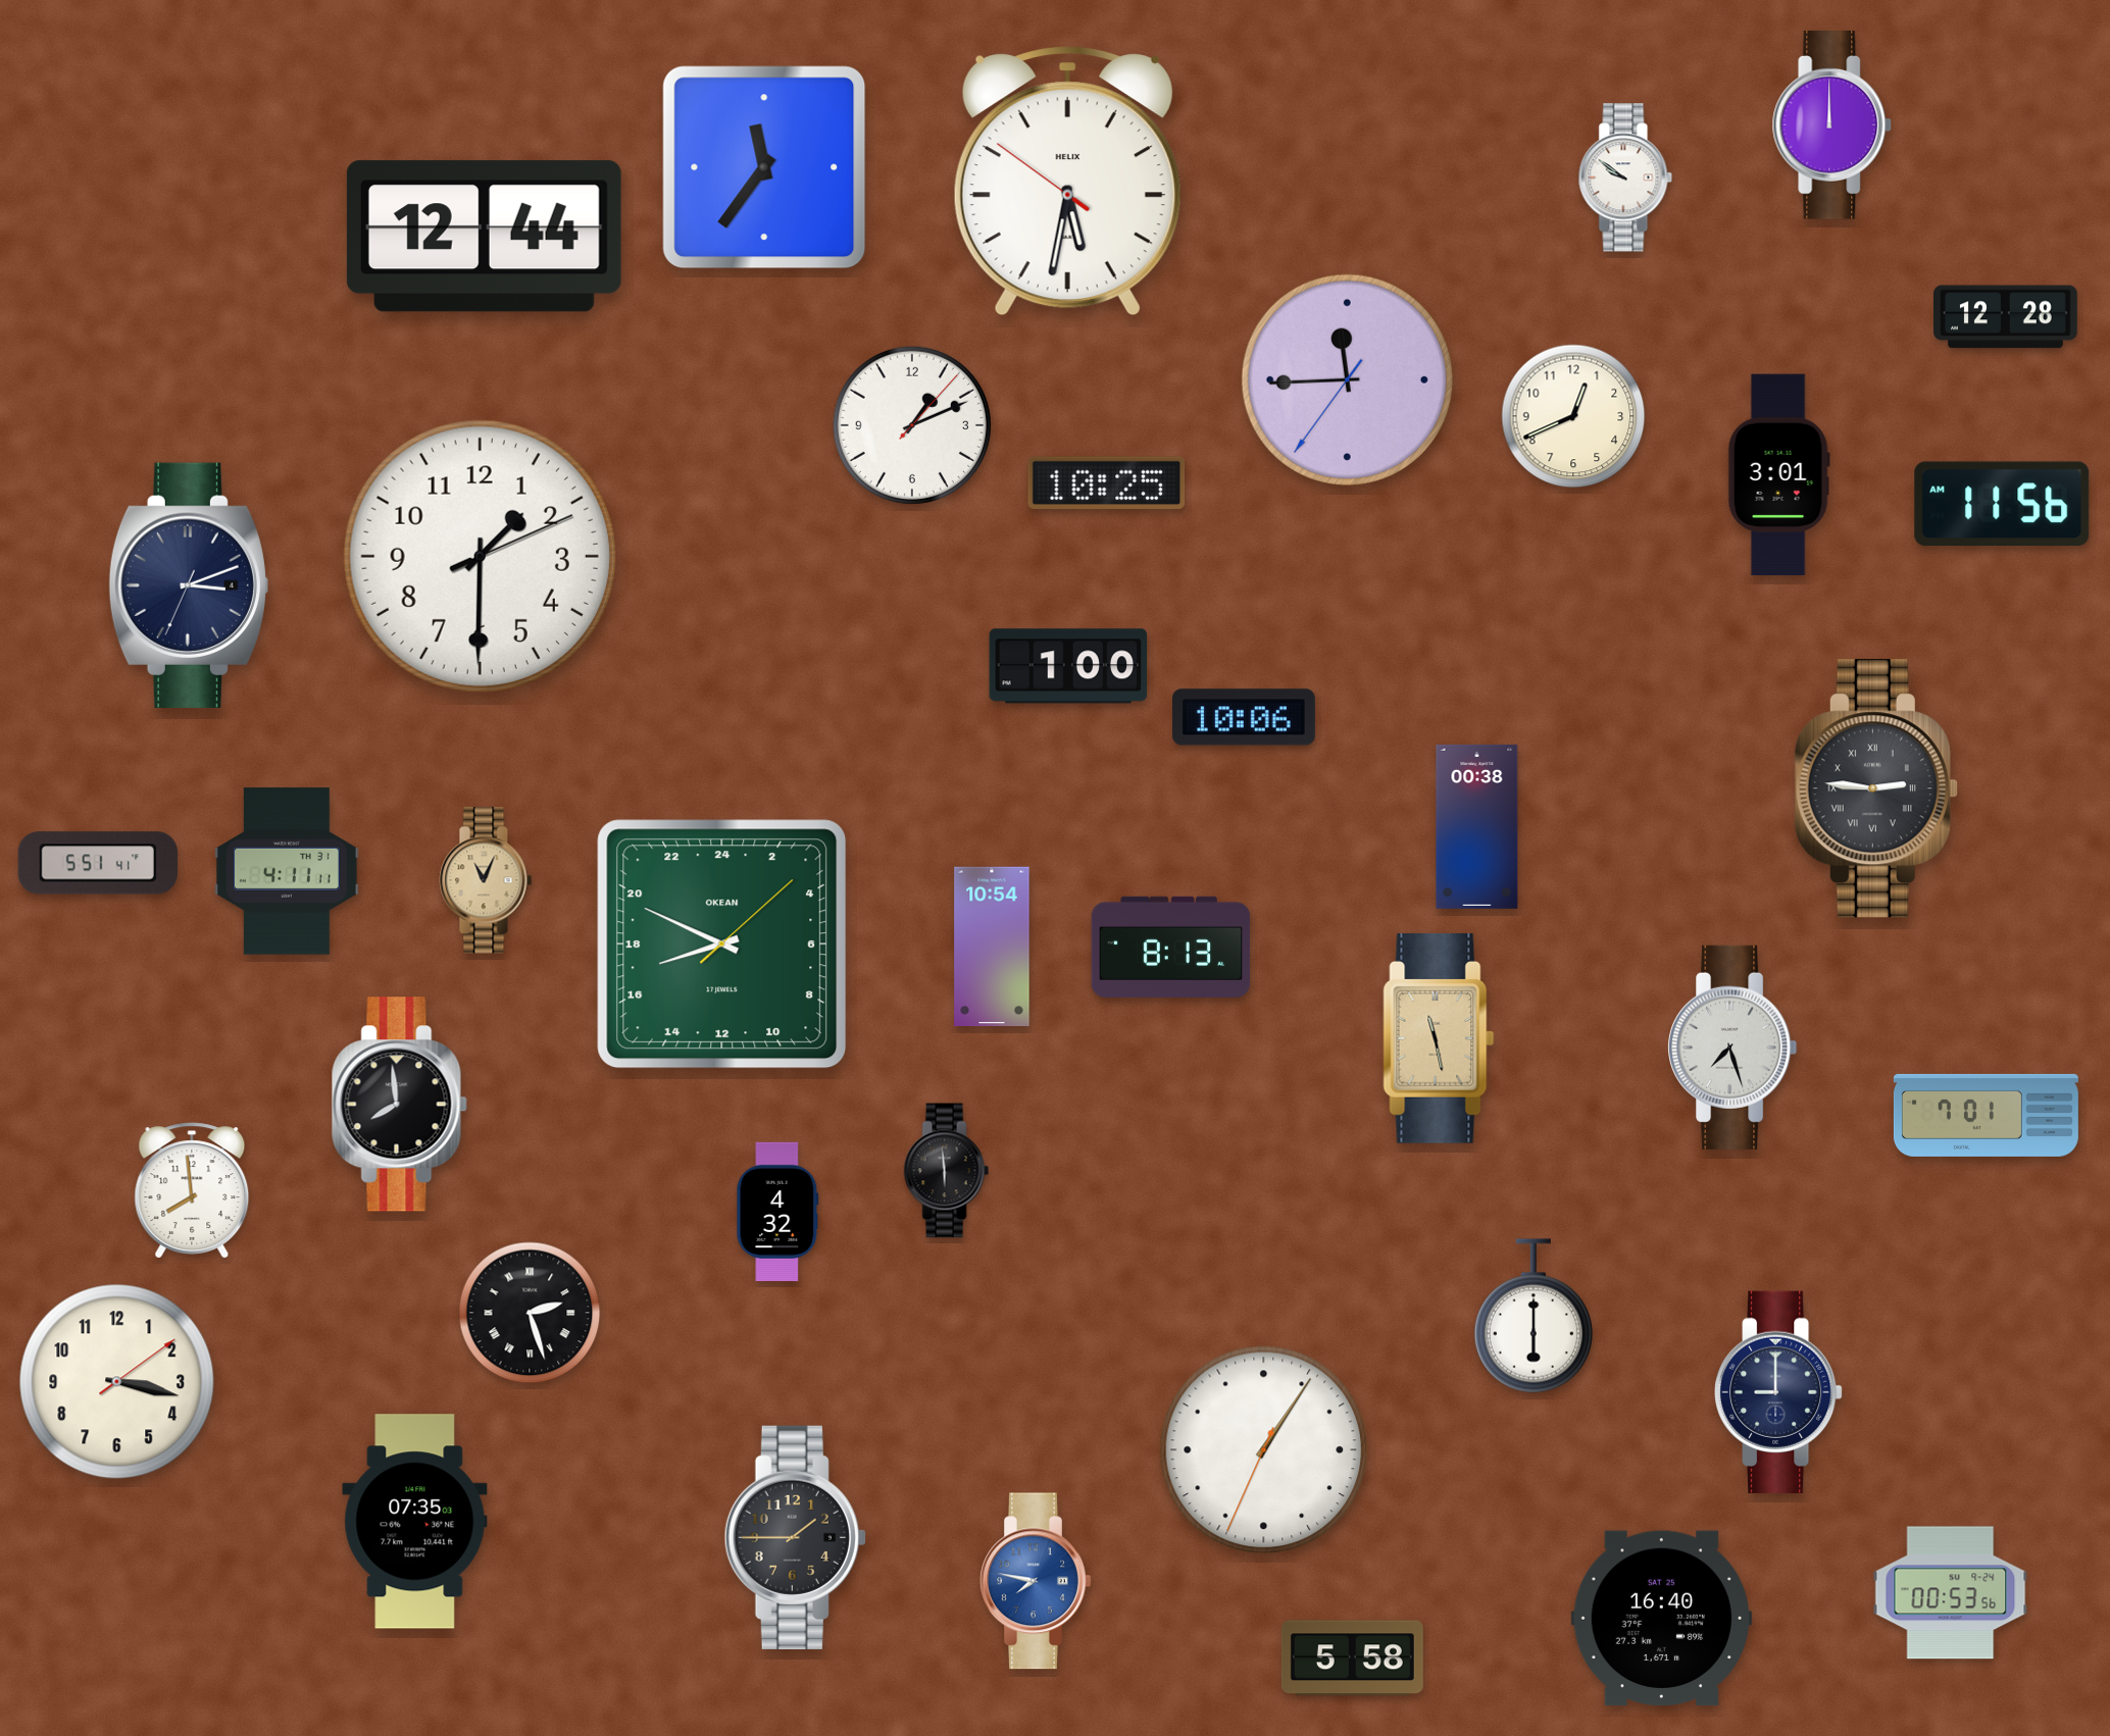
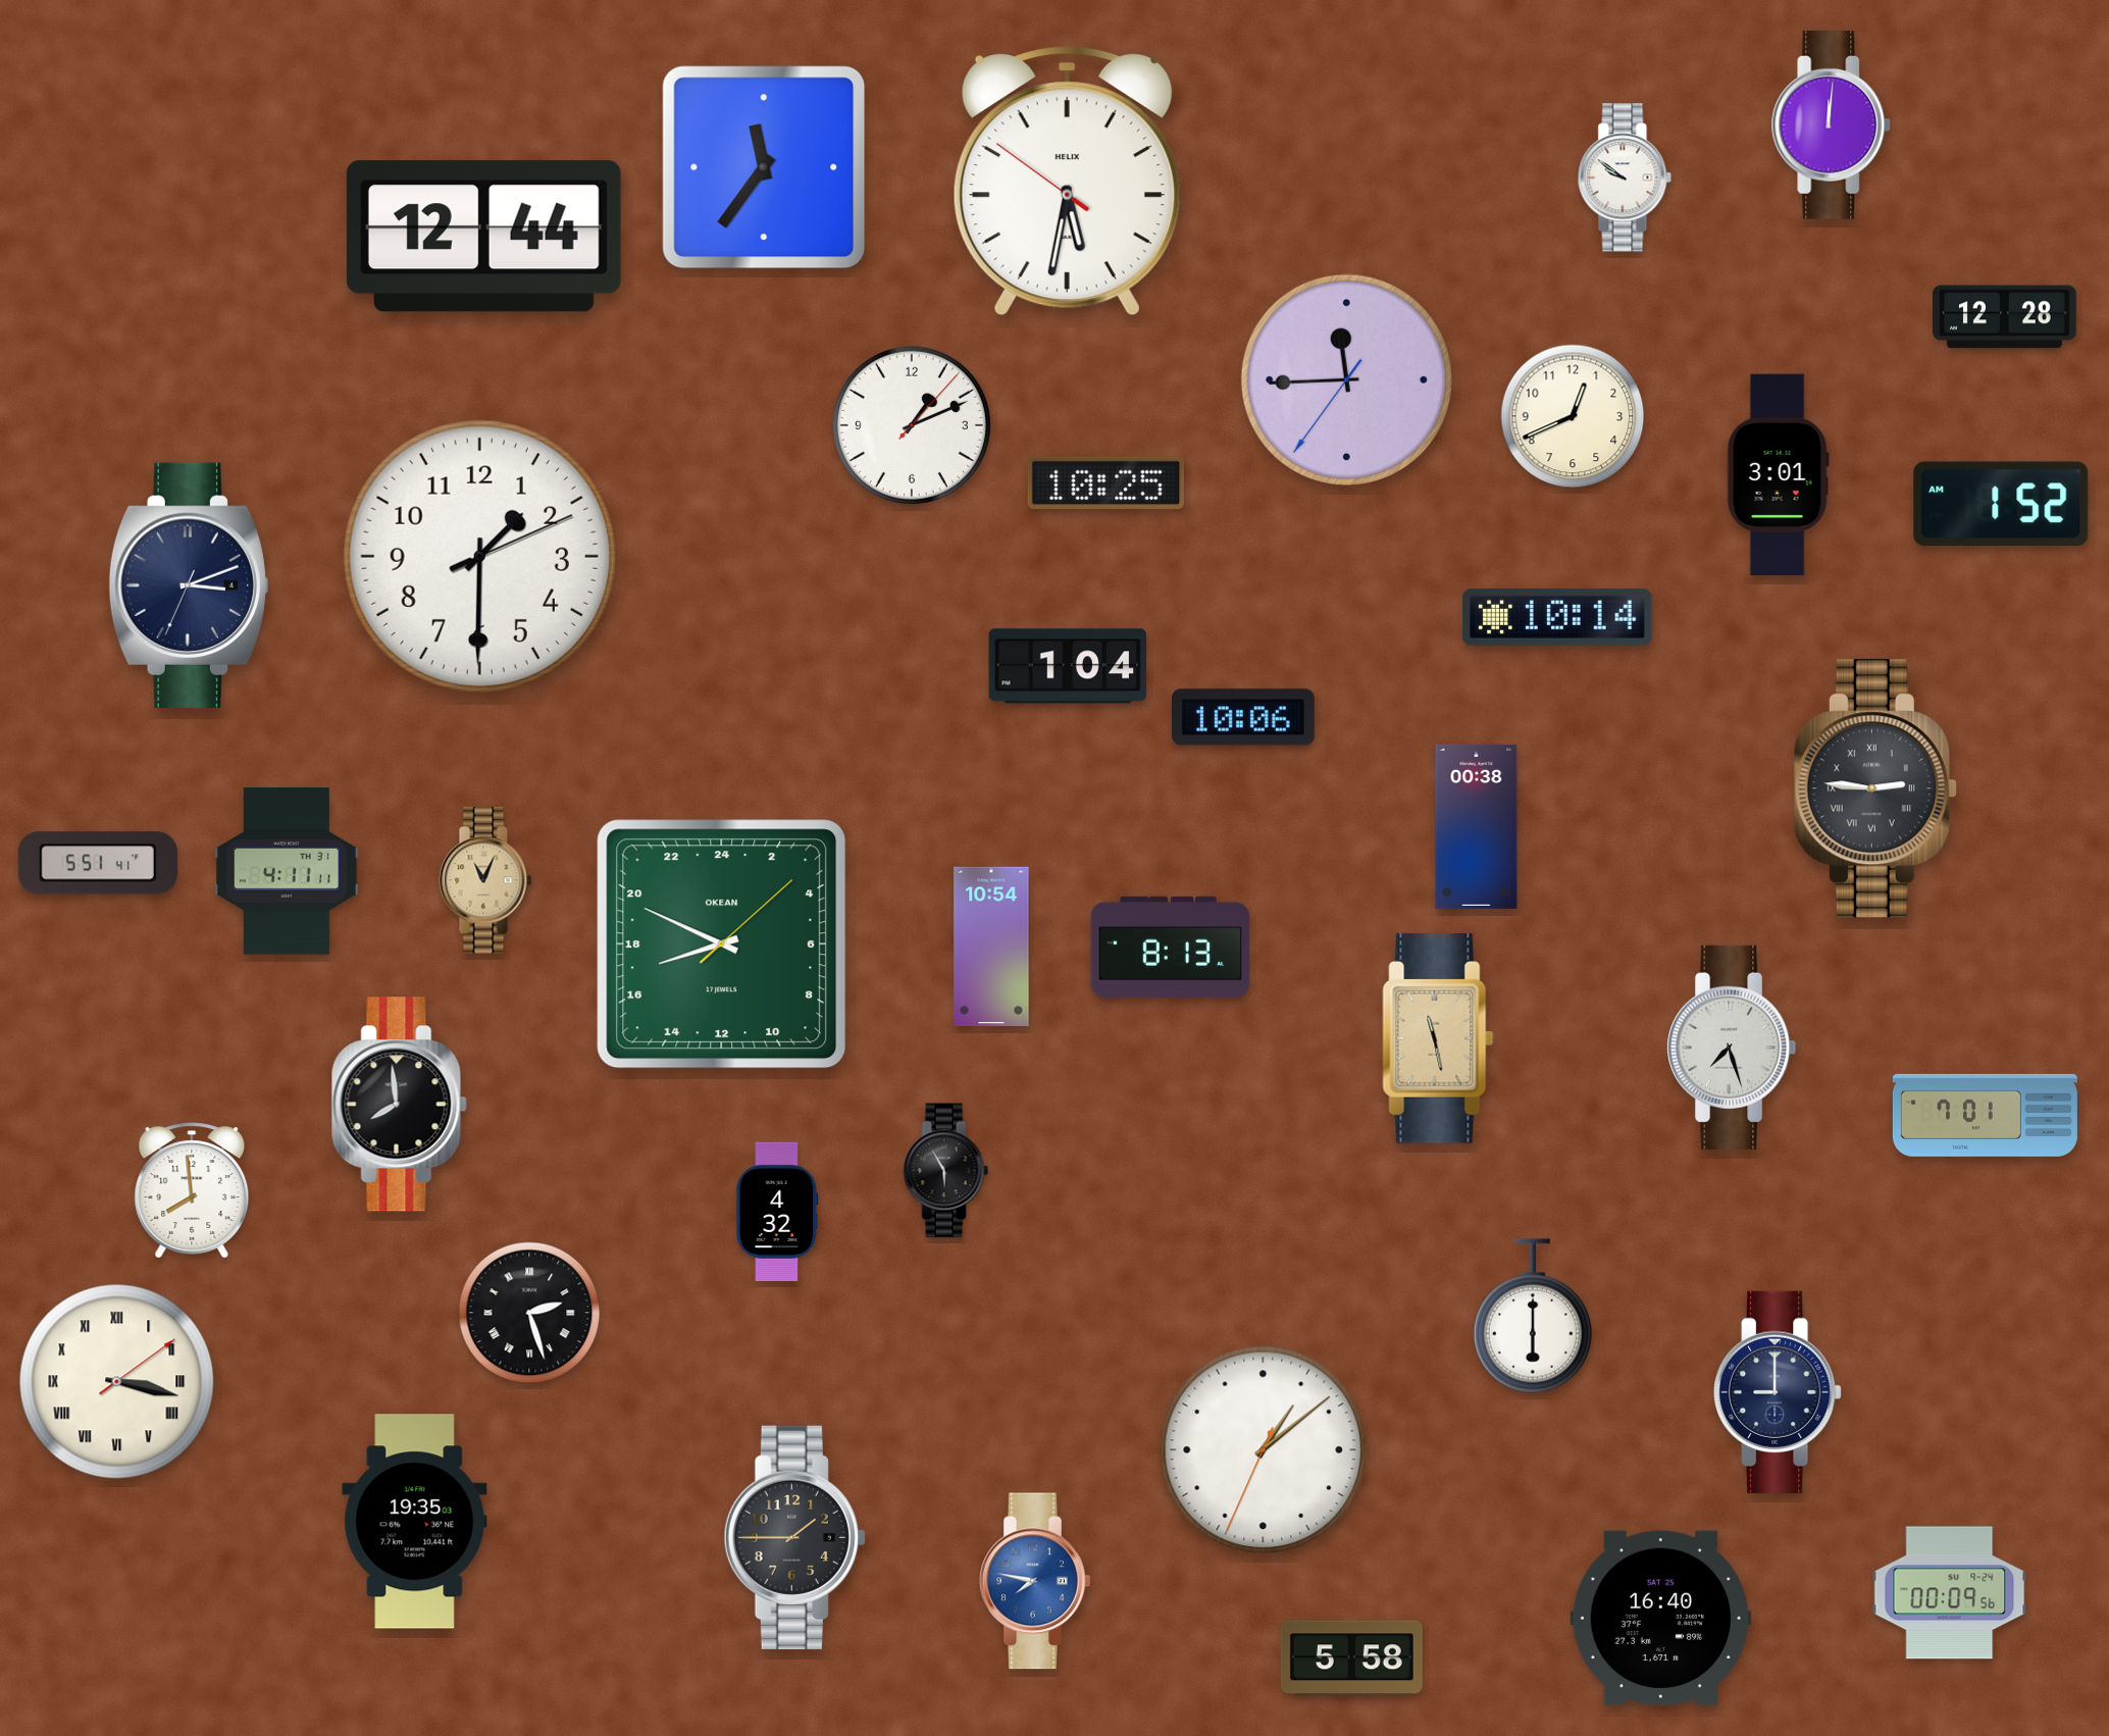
clock at (1832, 125): 12:00 -> 12:01
clock at (2002, 503): 11:56 -> 1:52
clock at (1557, 617): none -> 10:14
clock at (1068, 666): 1:00 -> 1:04
clock at (947, 1171): 5:59 -> 5:55
clock at (117, 1382) numerals: Arabic -> Roman
clock at (1264, 1450): 1:05 -> 1:08
clock at (415, 1522): 07:35 -> 19:35
clock at (1951, 1593): 00:53 -> 00:09
